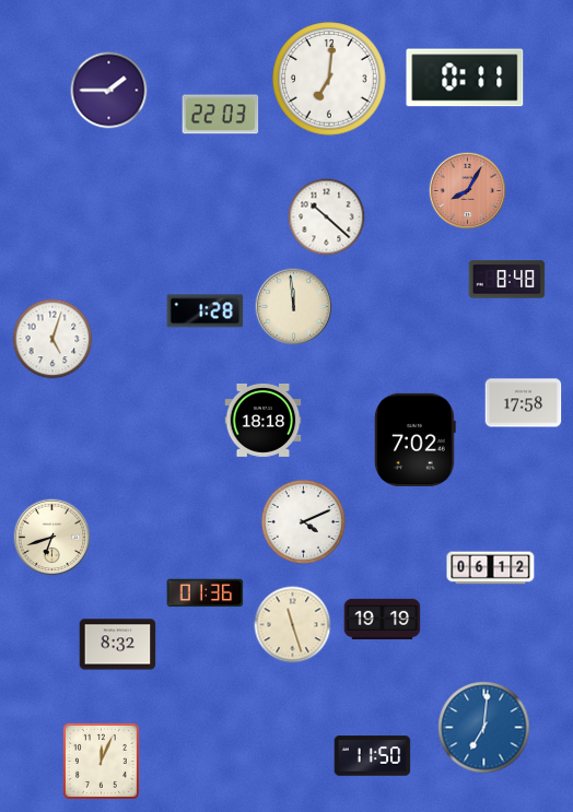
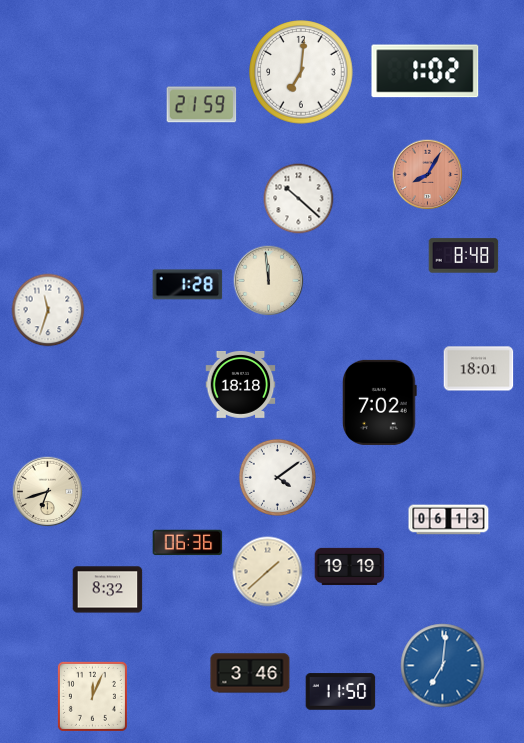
clock at (465, 78): 0:11 -> 1:02
clock at (109, 91): 1:45 -> none
clock at (221, 115): 22:03 -> 21:59
clock at (52, 339): 5:03 -> 11:33
clock at (524, 403): 17:58 -> 18:01
clock at (303, 521): 4:11 -> 4:09
clock at (491, 568): 06:12 -> 06:13
clock at (206, 593): 01:36 -> 06:36
clock at (293, 625): 11:27 -> 1:38
clock at (250, 673): none -> 3:46
